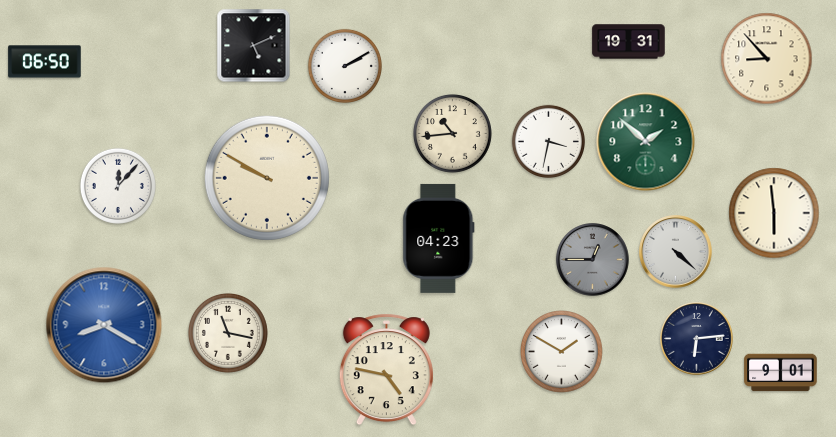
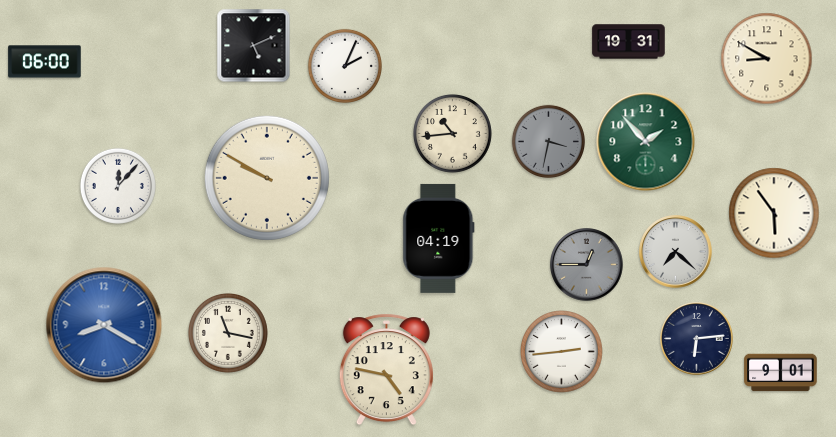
clock at (767, 59): 8:53 -> 8:50
clock at (45, 62): 06:50 -> 06:00
clock at (345, 66): 2:10 -> 2:04
clock at (548, 141) dial: white -> grey
clock at (646, 142): 1:52 -> 1:53
clock at (774, 213): 5:59 -> 5:54
clock at (439, 238): 04:23 -> 04:19
clock at (676, 252): 4:22 -> 7:22
clock at (593, 260) position: (593, 260) -> (587, 265)
clock at (562, 352): 1:50 -> 2:44
